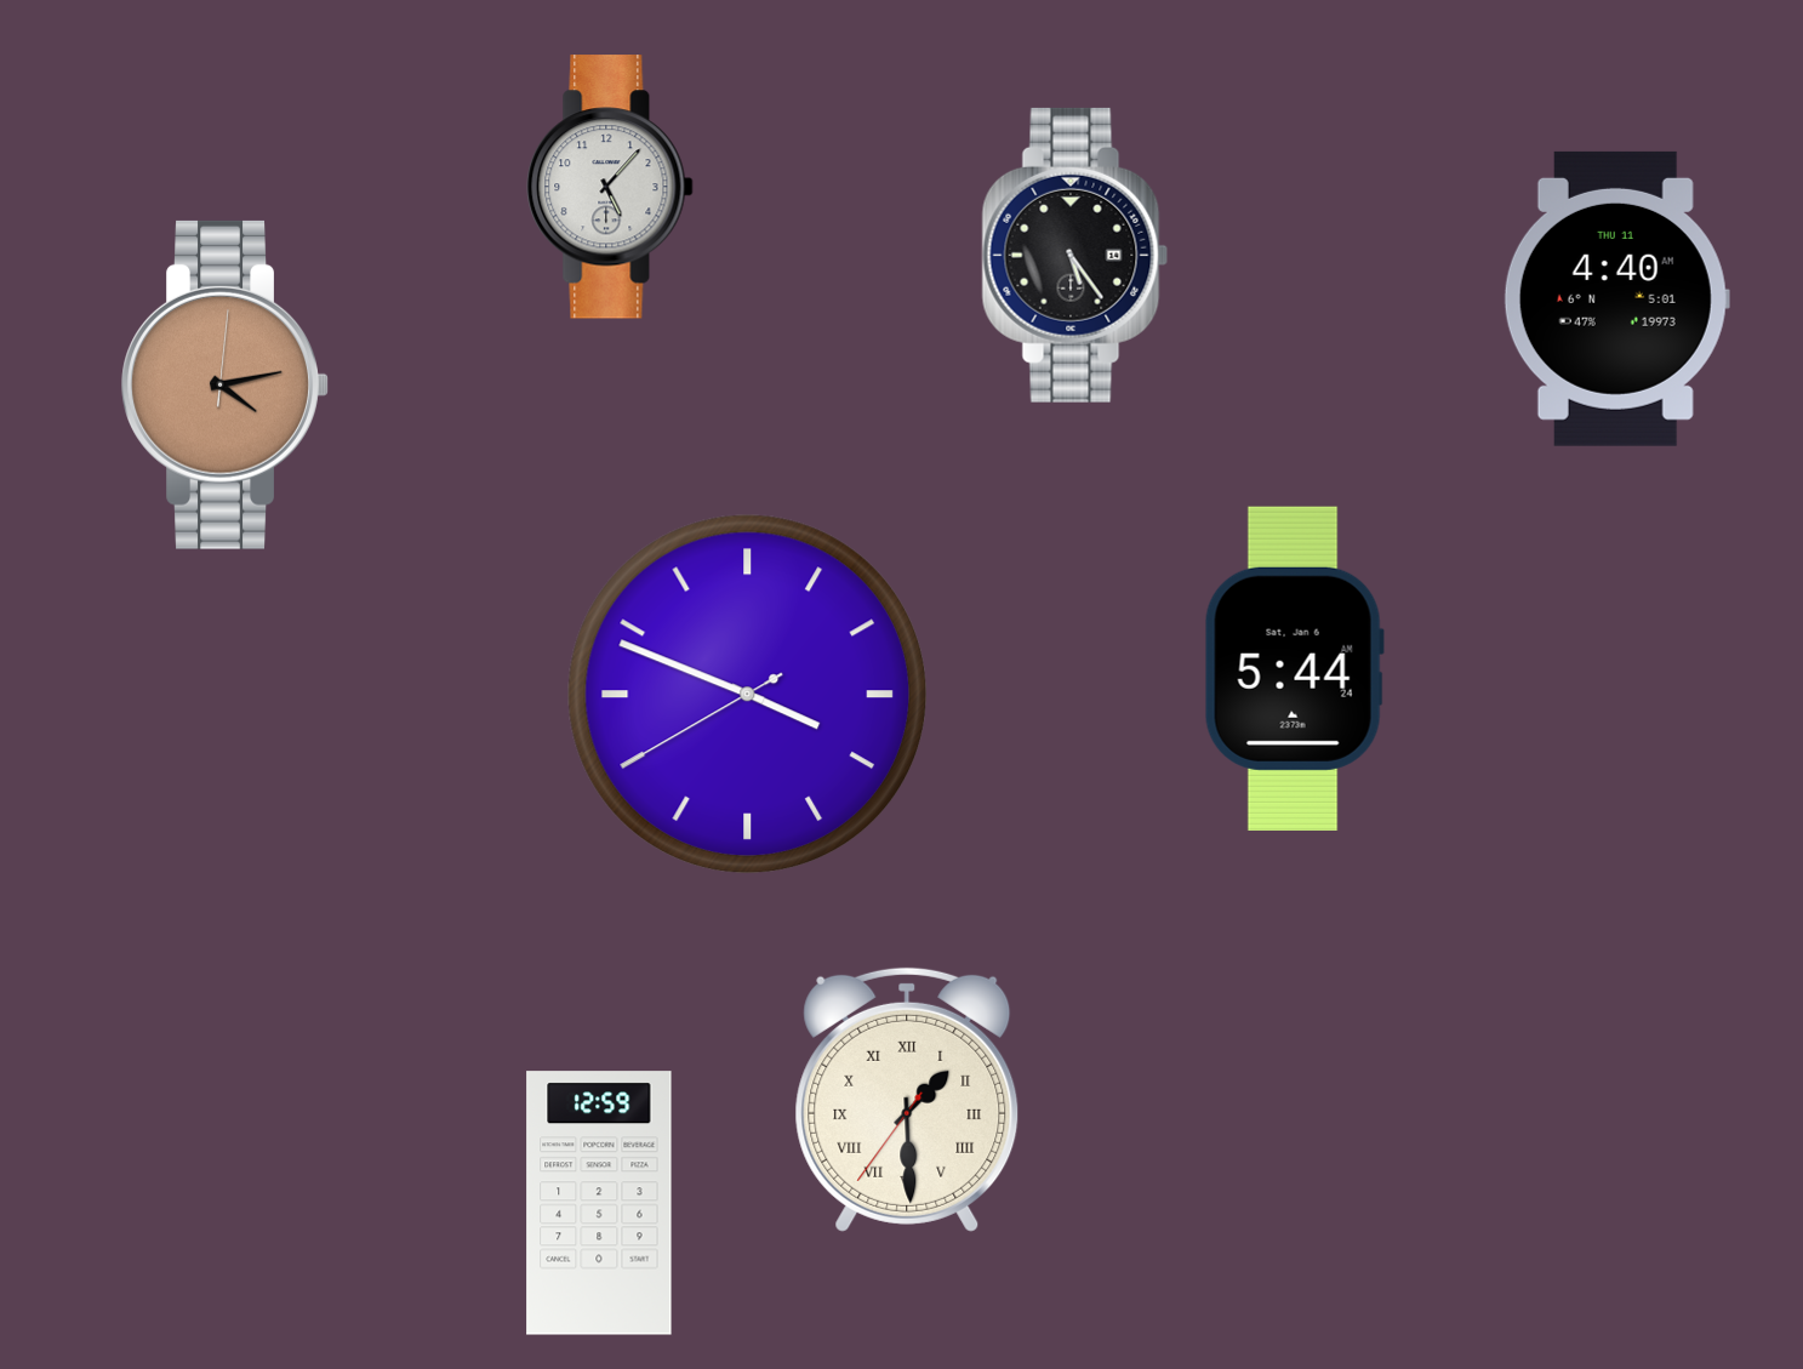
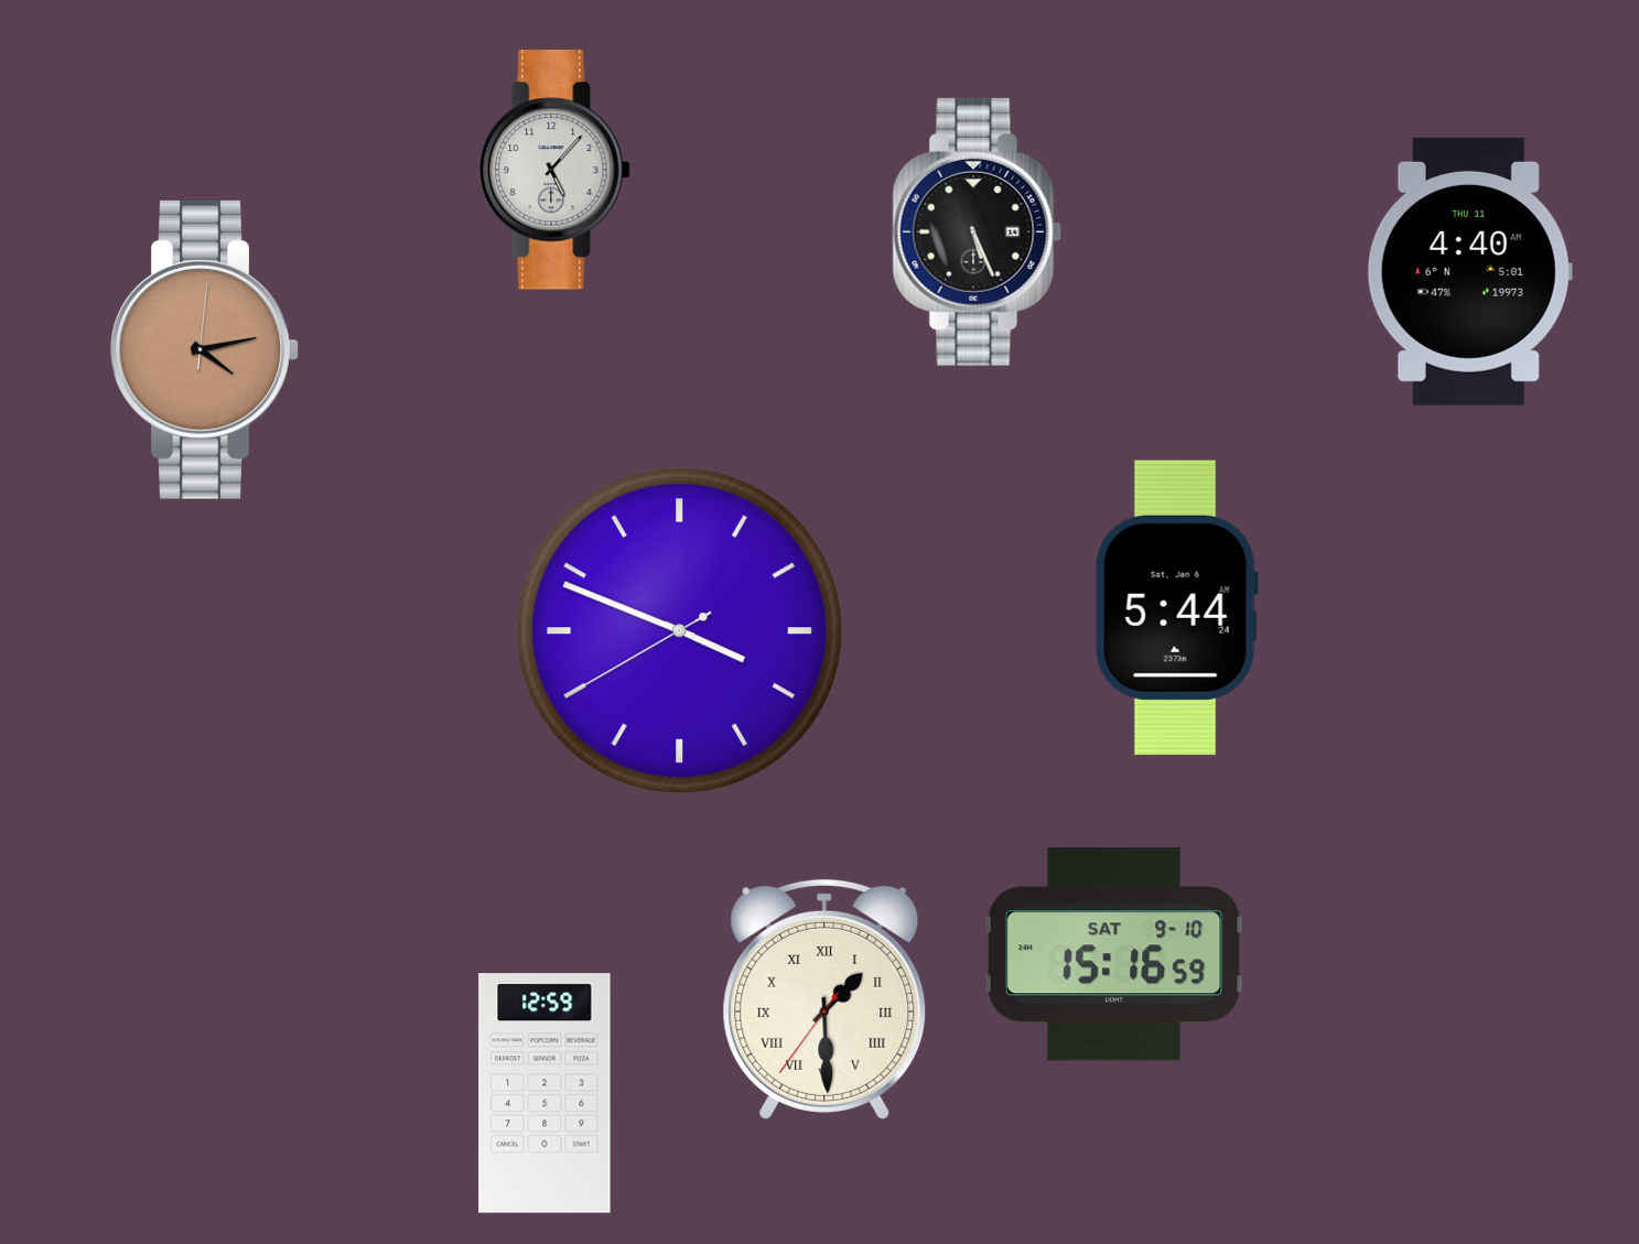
clock at (1075, 255): 5:24 -> 5:26
clock at (1114, 954): none -> 15:16
